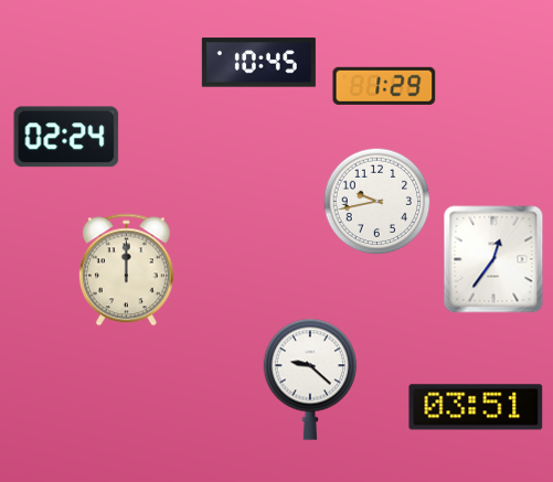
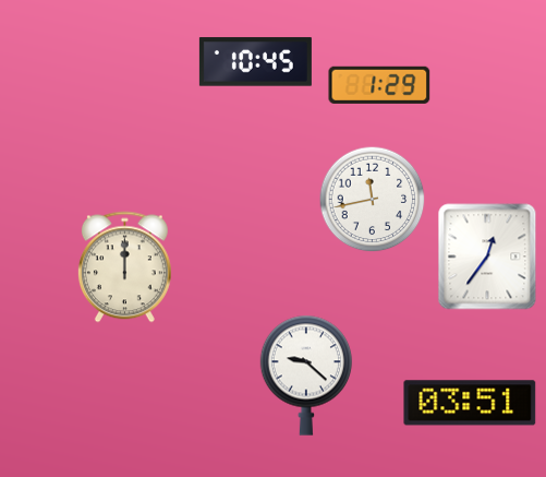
clock at (66, 137): 02:24 -> none
clock at (377, 202): 9:43 -> 11:43
